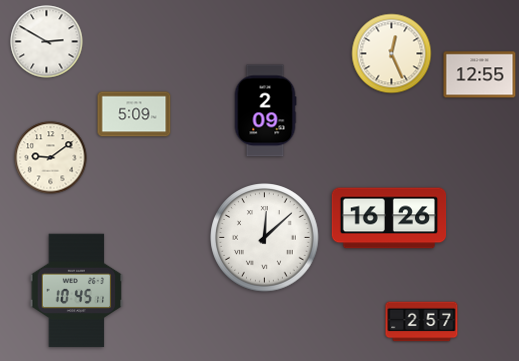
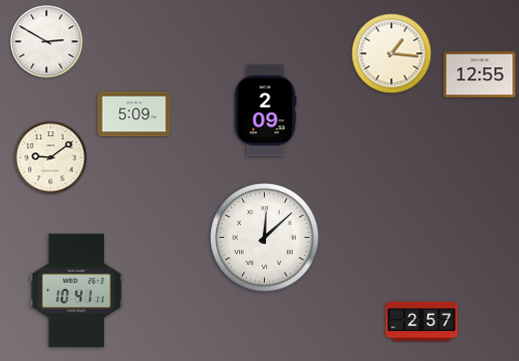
clock at (392, 54): 12:26 -> 1:16
clock at (389, 218): 16:26 -> none
clock at (77, 291): 10:45 -> 10:41
